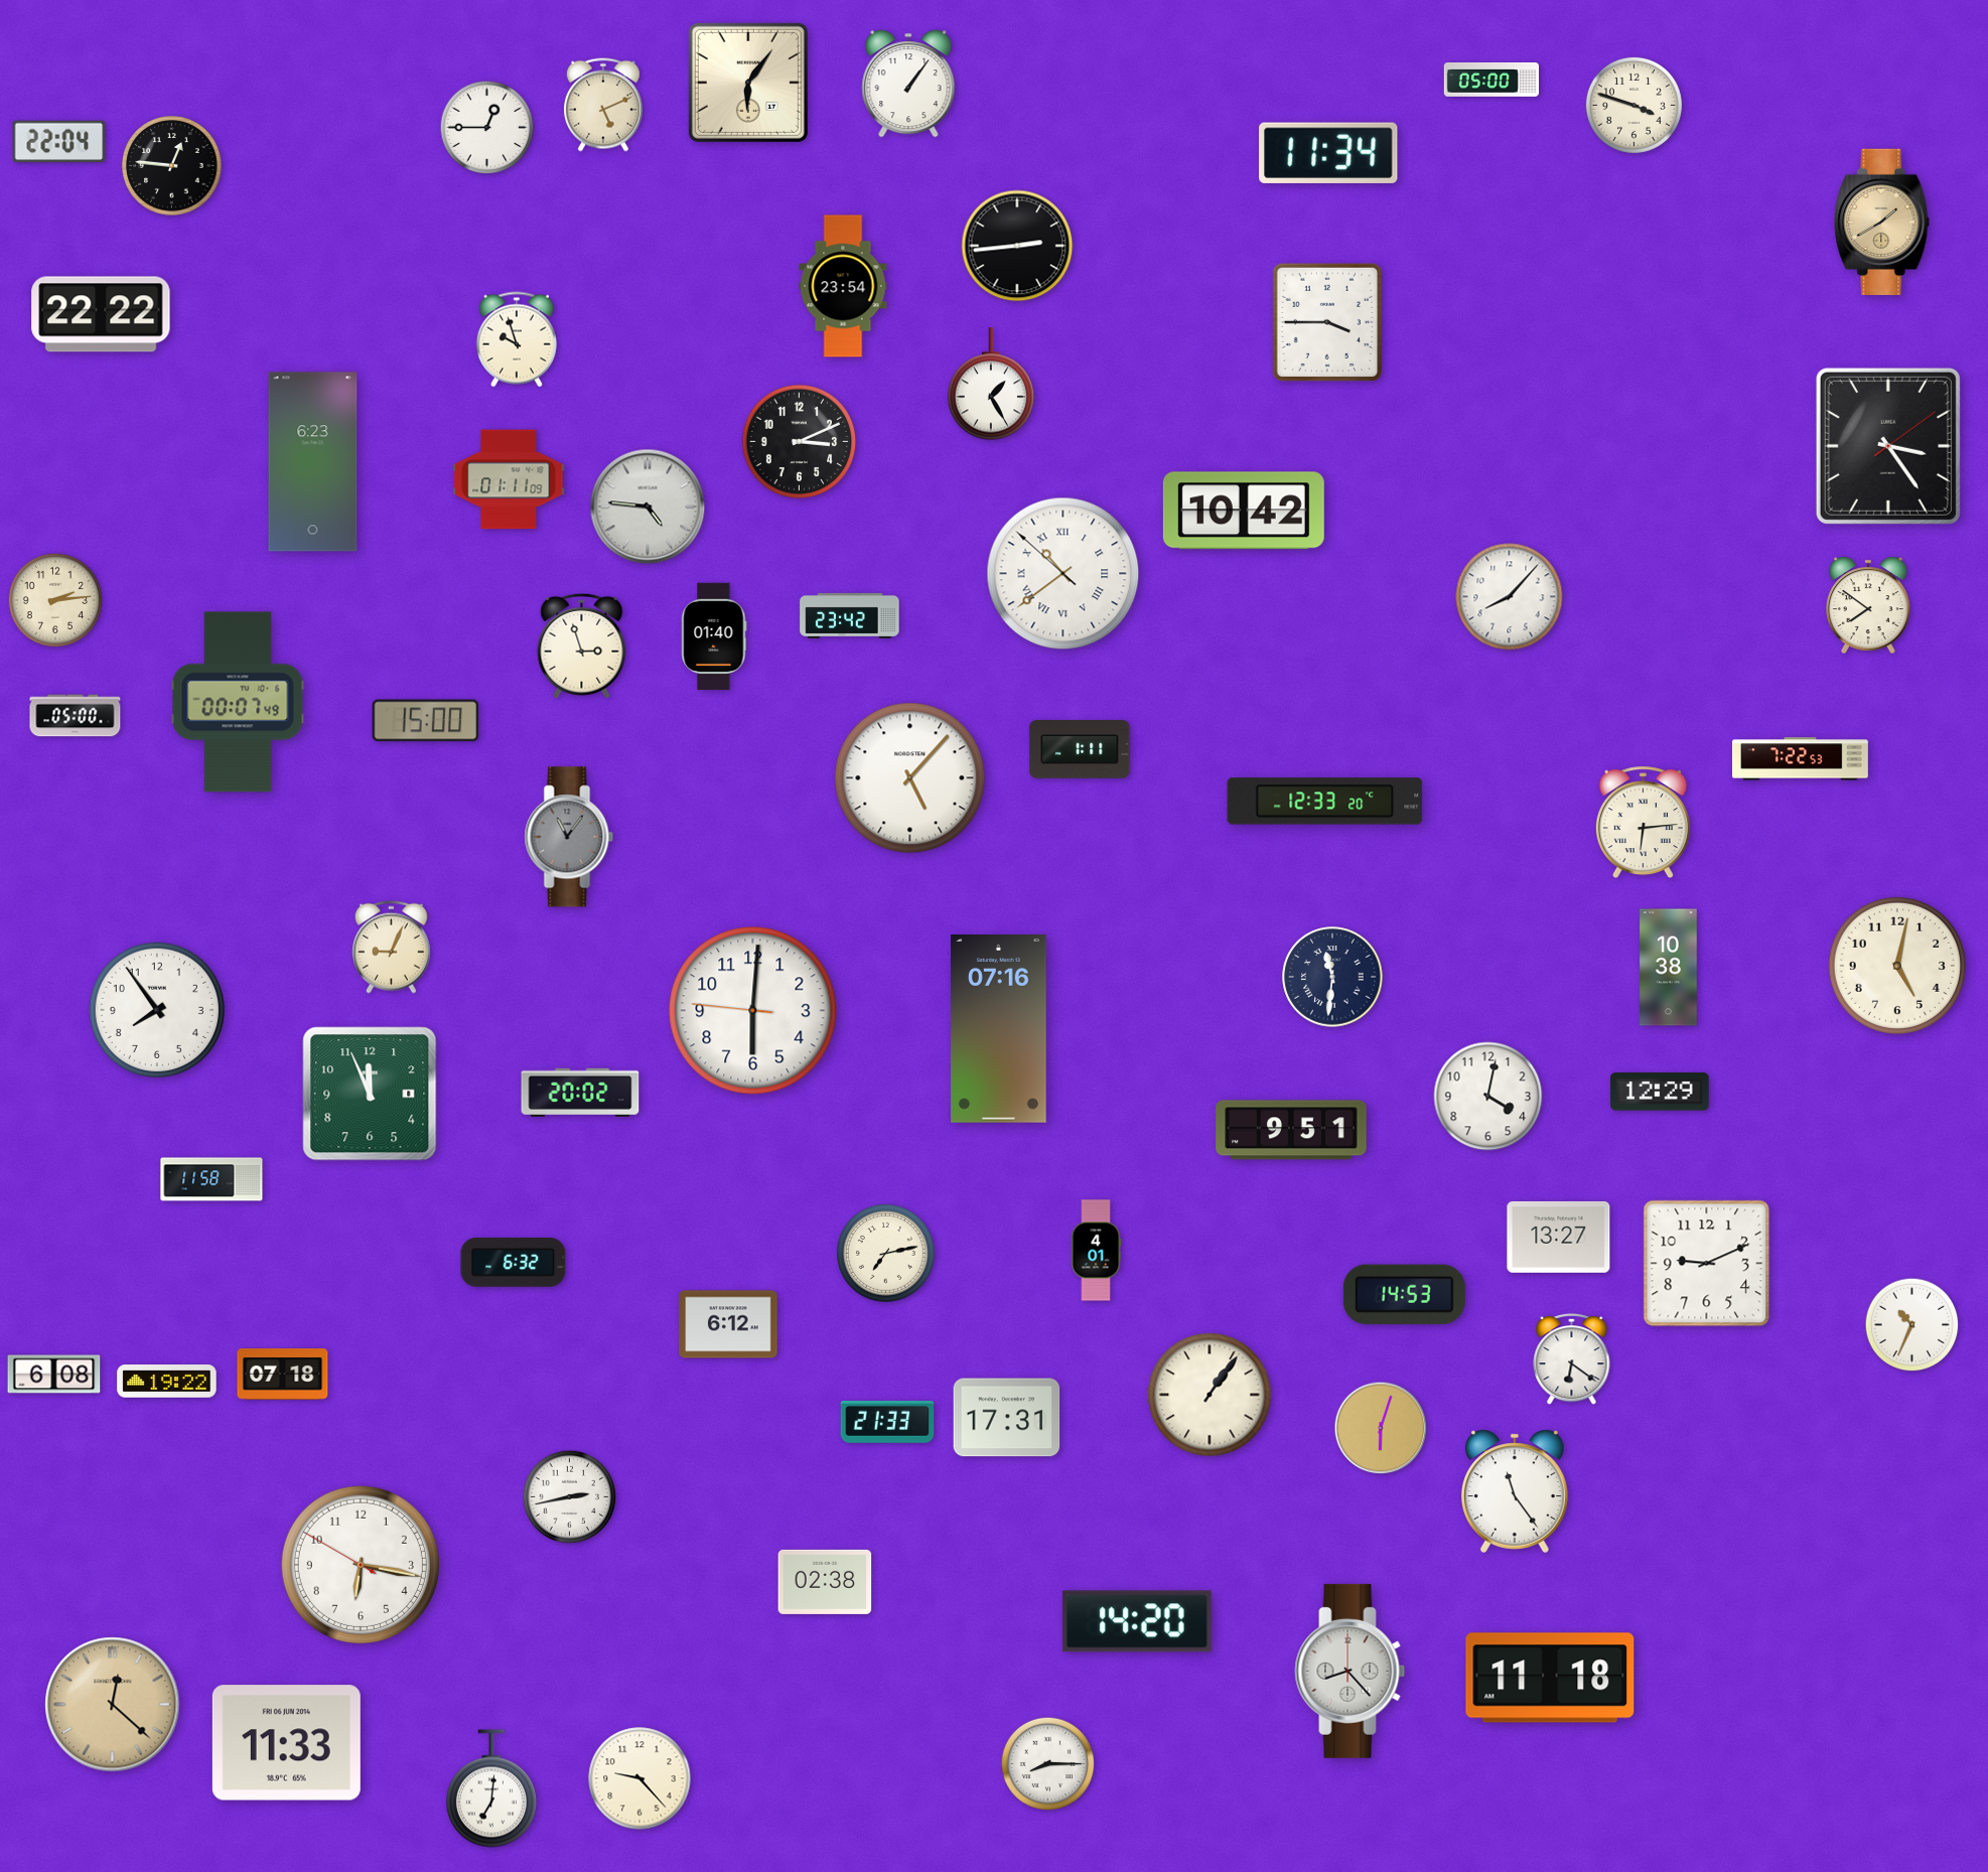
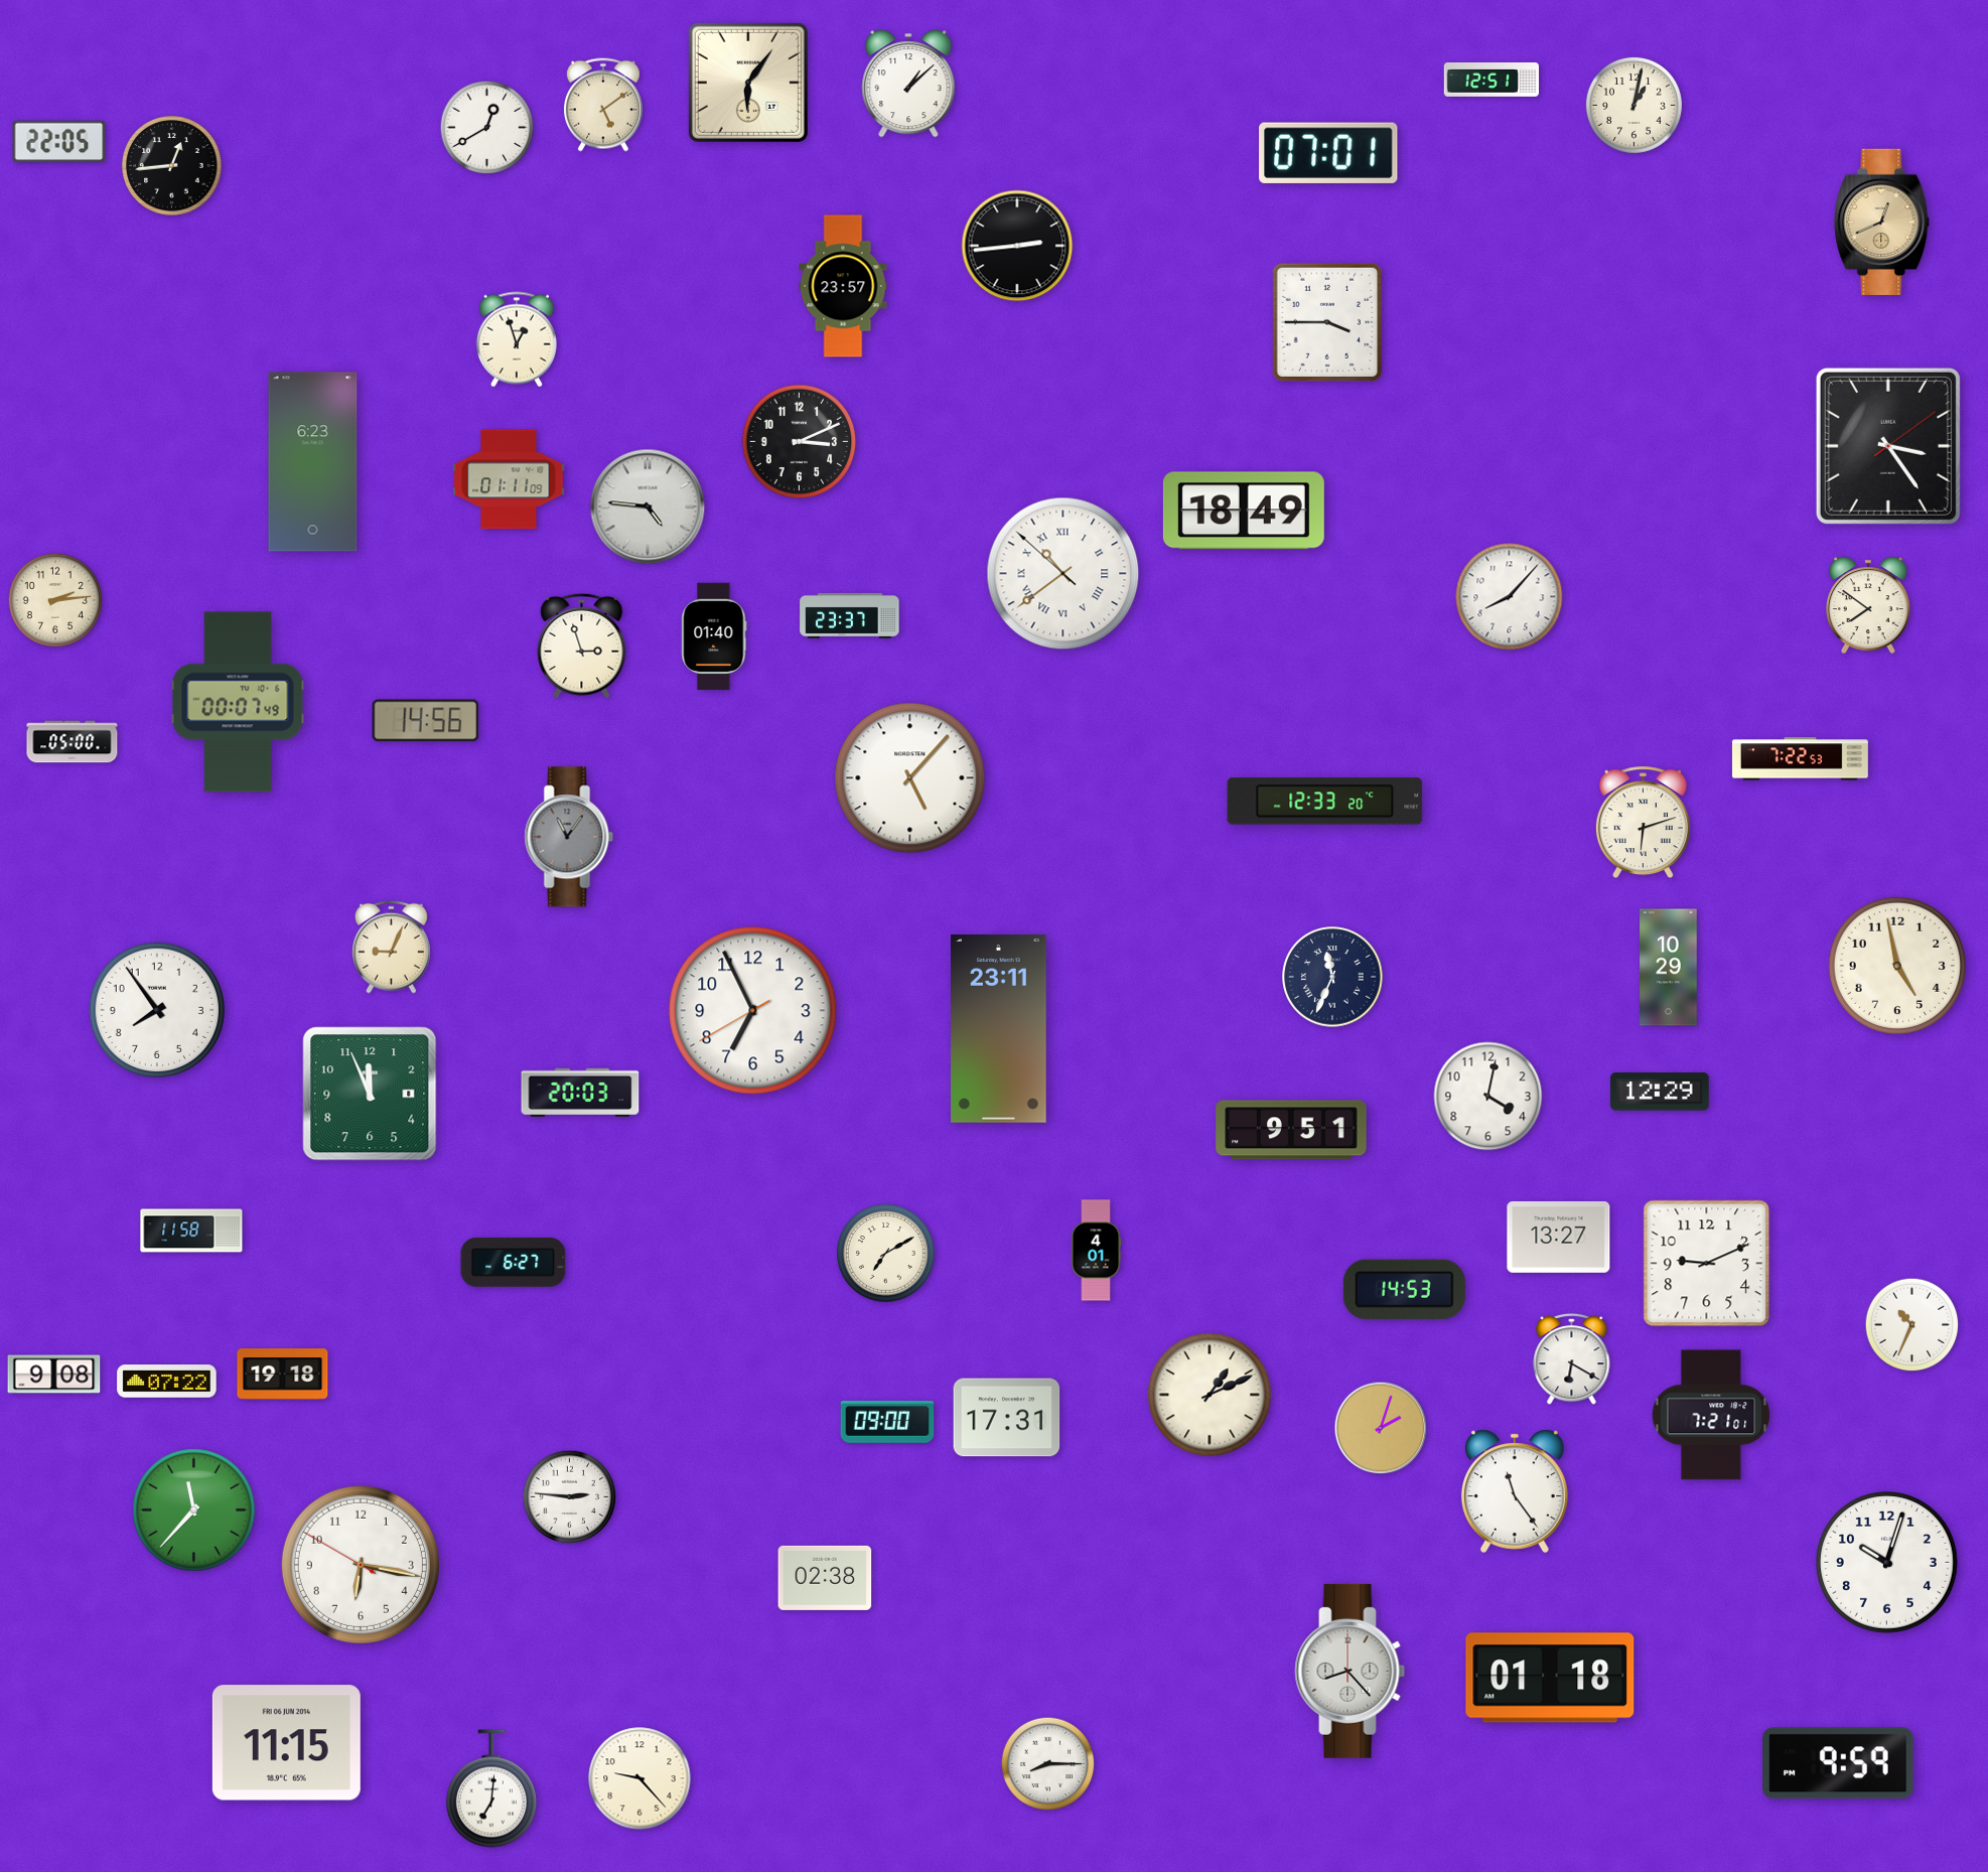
clock at (1492, 81): 05:00 -> 12:51
clock at (908, 84): 1:06 -> 1:08
clock at (603, 105): 5:11 -> 5:09
clock at (1634, 105): 3:48 -> 1:02
clock at (487, 128): 12:45 -> 12:40
clock at (59, 142): 22:04 -> 22:05
clock at (1328, 153): 11:34 -> 07:01
clock at (172, 166): 12:46 -> 12:44
clock at (1882, 222): 1:40 -> 12:41
clock at (843, 286): 23:54 -> 23:57
clock at (101, 314): 22:22 -> none
clock at (517, 339): 9:57 -> 12:57
clock at (991, 385): 1:25 -> none
clock at (1244, 511): 10:42 -> 18:49
clock at (850, 615): 23:42 -> 23:37
clock at (76, 716) position: (76, 716) -> (73, 742)
clock at (426, 721): 15:00 -> 14:56
clock at (1080, 750): 1:11 -> none
clock at (1643, 823): 6:14 -> 6:12
clock at (1897, 966): 5:02 -> 4:58
clock at (1669, 968): 10:38 -> 10:29
clock at (1332, 977): 11:31 -> 11:34
clock at (753, 1011): 6:00 -> 6:55
clock at (999, 1029): 07:16 -> 23:11
clock at (580, 1093): 20:02 -> 20:03
clock at (211, 1179) position: (211, 1179) -> (191, 1231)
clock at (885, 1253): 7:13 -> 7:10
clock at (514, 1263): 6:32 -> 6:27
clock at (1404, 1294) position: (1404, 1294) -> (1404, 1289)
clock at (728, 1324): 6:12 -> none
clock at (1572, 1358): 6:21 -> 6:20
clock at (54, 1375): 6:08 -> 9:08
clock at (283, 1375): 07:18 -> 19:18
clock at (167, 1382): 19:22 -> 07:22
clock at (1210, 1395): 1:06 -> 1:11
clock at (1711, 1415): none -> 7:21
clock at (887, 1423): 21:33 -> 09:00
clock at (1381, 1428): 6:03 -> 2:03
clock at (570, 1497): 2:43 -> 2:46
clock at (194, 1510): none -> 11:37
clock at (1886, 1563): none -> 10:03
clock at (825, 1582) position: (825, 1582) -> (825, 1578)
clock at (1137, 1621): 14:20 -> none
clock at (1550, 1678): 11:18 -> 01:18
clock at (113, 1705): 12:22 -> none
clock at (286, 1743): 11:33 -> 11:15
clock at (1838, 1763): none -> 9:59
